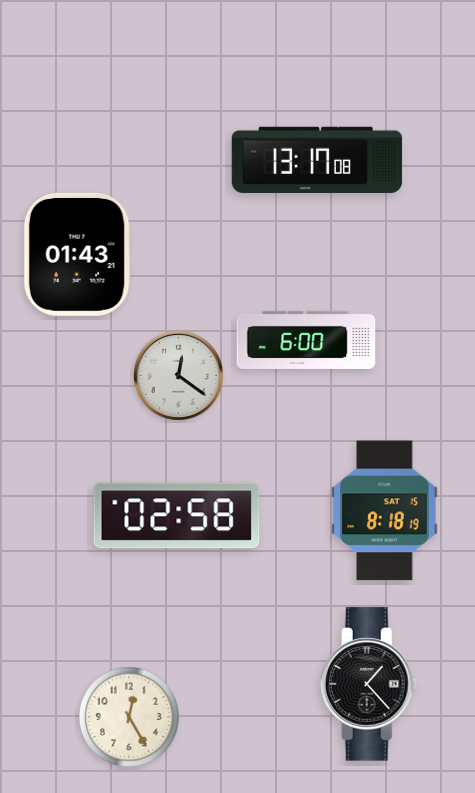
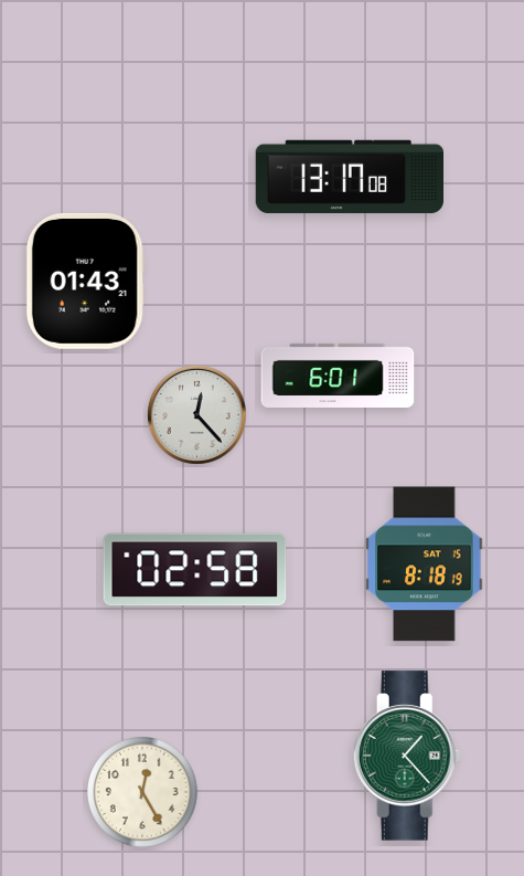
clock at (306, 340): 6:00 -> 6:01
clock at (178, 375): 12:21 -> 12:23
clock at (369, 684) dial: black -> green
